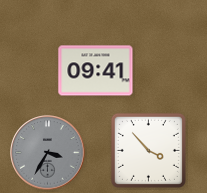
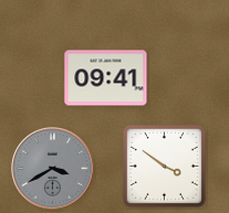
clock at (148, 150): 3:53 -> 3:51
clock at (48, 153): 3:35 -> 3:40
